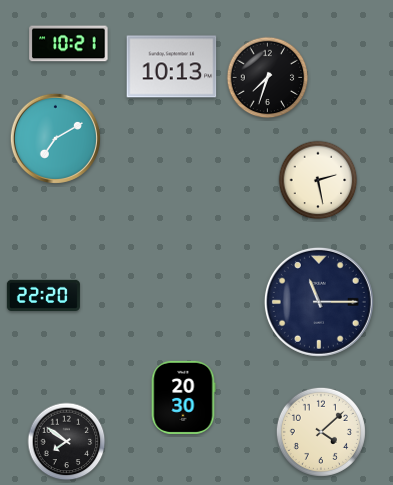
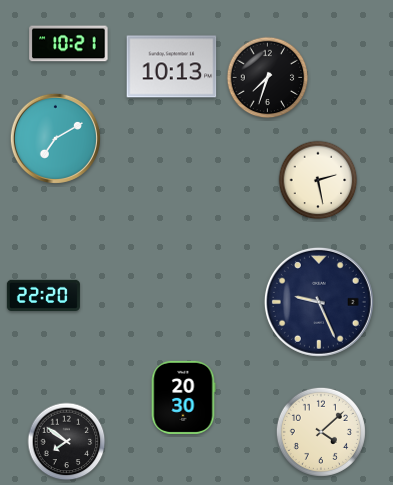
clock at (319, 302): 11:15 -> 9:26
